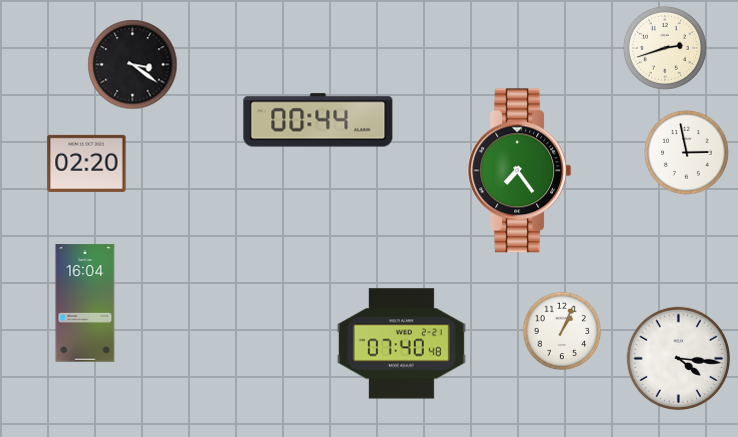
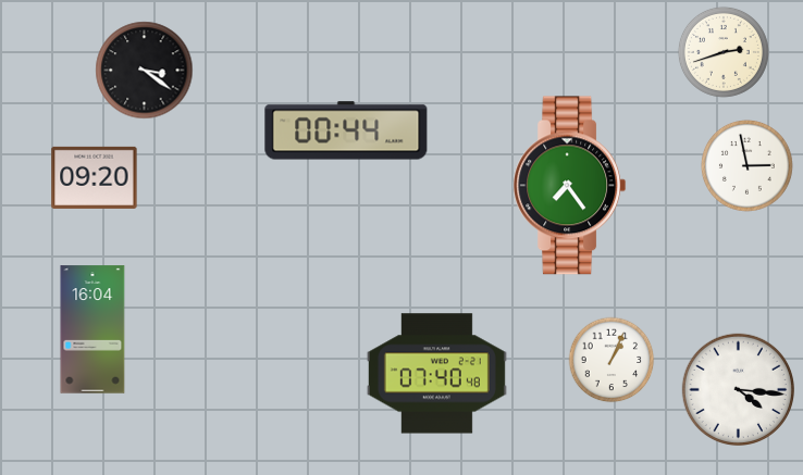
clock at (87, 163): 02:20 -> 09:20
clock at (520, 171) position: (520, 171) -> (570, 186)
